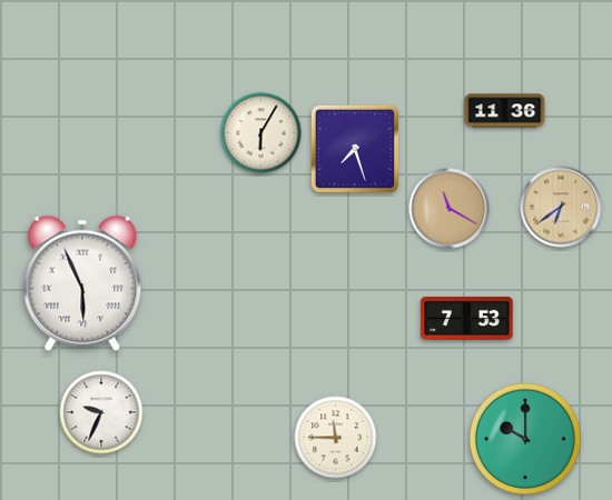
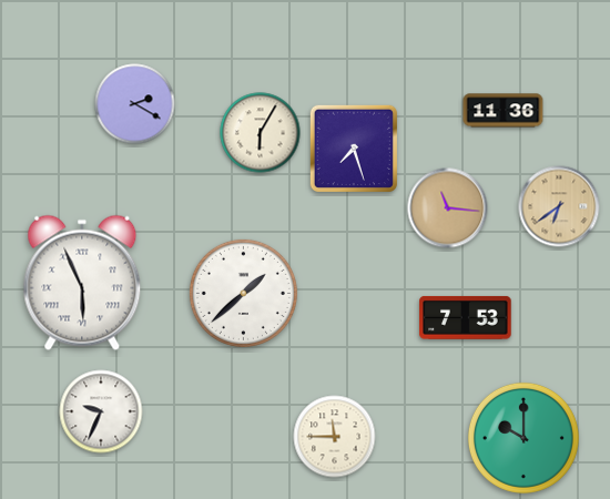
clock at (135, 104): none -> 2:20
clock at (450, 209): 11:20 -> 11:16
clock at (243, 293): none -> 1:38
